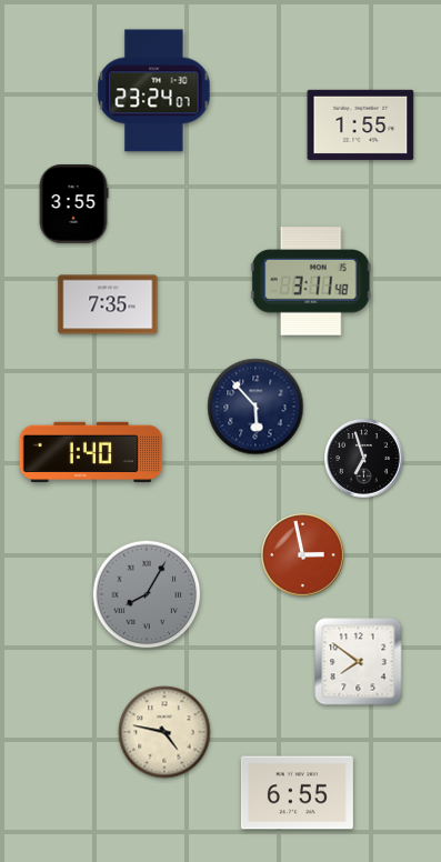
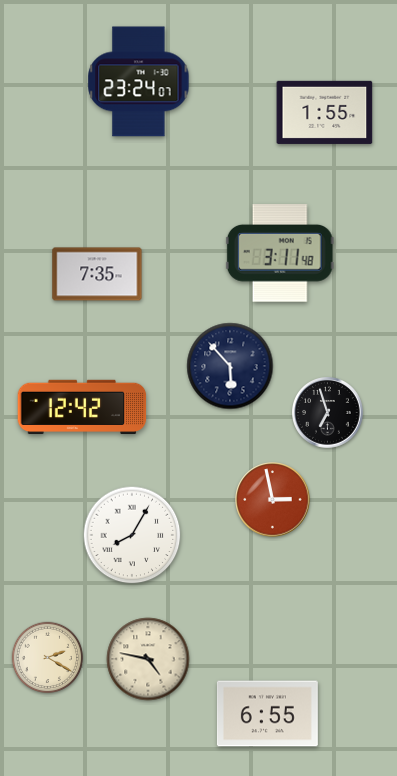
clock at (73, 204): 3:55 -> none
clock at (91, 452): 1:40 -> 12:42
clock at (147, 594) dial: grey -> white
clock at (359, 662): 7:51 -> none
clock at (48, 658): none -> 2:20
